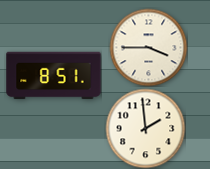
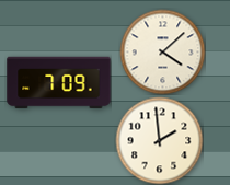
clock at (148, 47): 3:45 -> 4:08
clock at (54, 76): 8:51 -> 7:09
